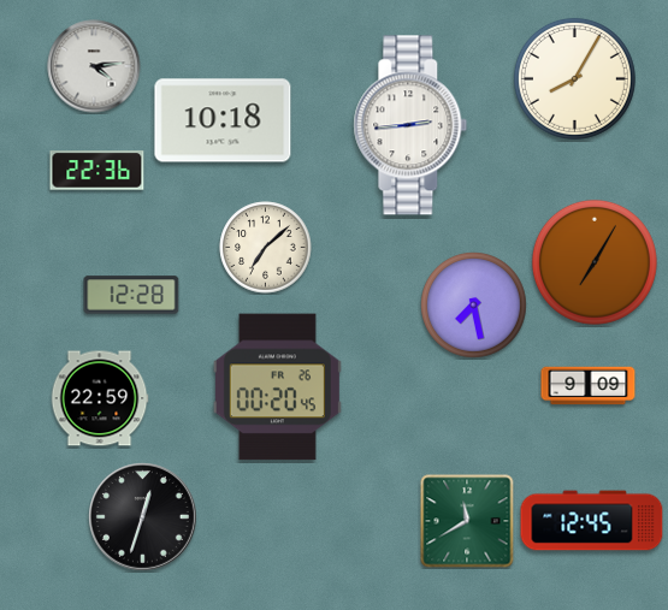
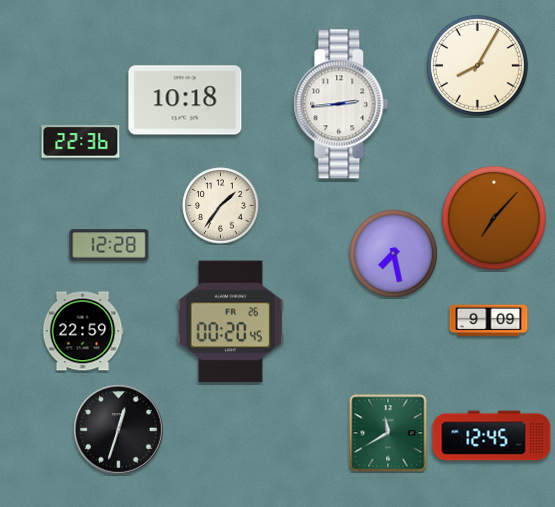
clock at (94, 66): 4:14 -> none
clock at (266, 248): 7:08 -> 1:36
clock at (595, 262): 7:05 -> 7:07
clock at (592, 521) position: (592, 521) -> (492, 436)
